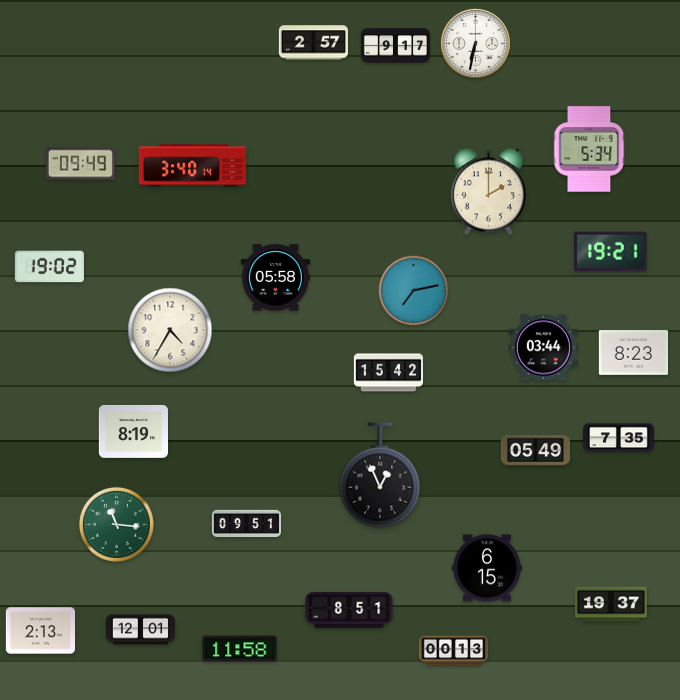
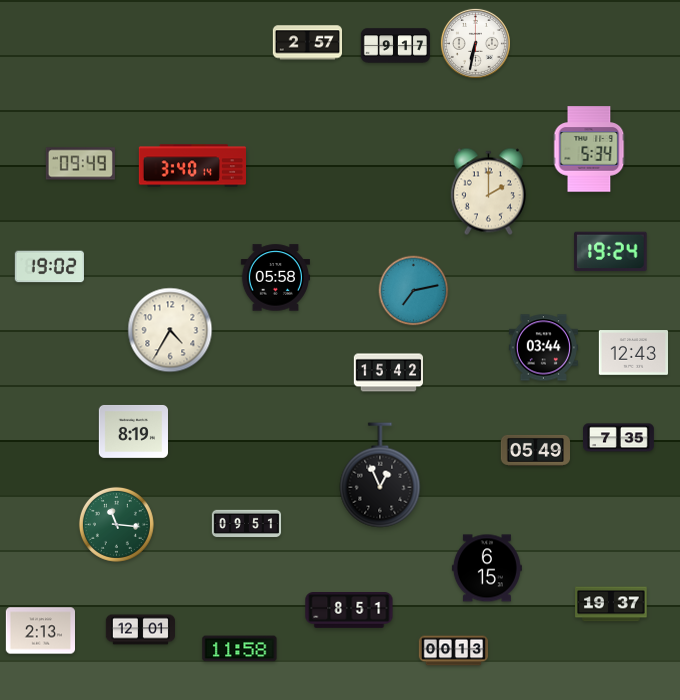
clock at (313, 43) position: (313, 43) -> (307, 43)
clock at (611, 252): 19:21 -> 19:24
clock at (633, 353): 8:23 -> 12:43
